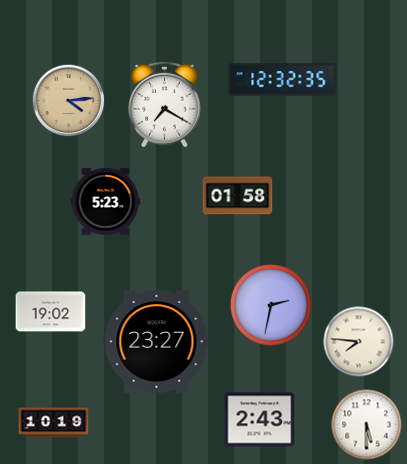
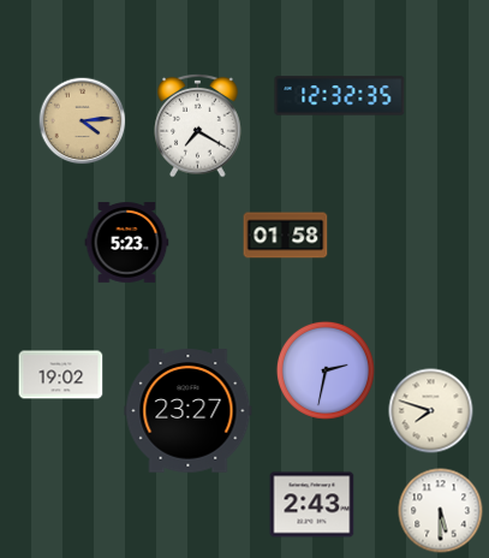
clock at (271, 305) position: (271, 305) -> (326, 370)
clock at (359, 342): 7:46 -> 7:48
clock at (54, 423): 10:19 -> none
